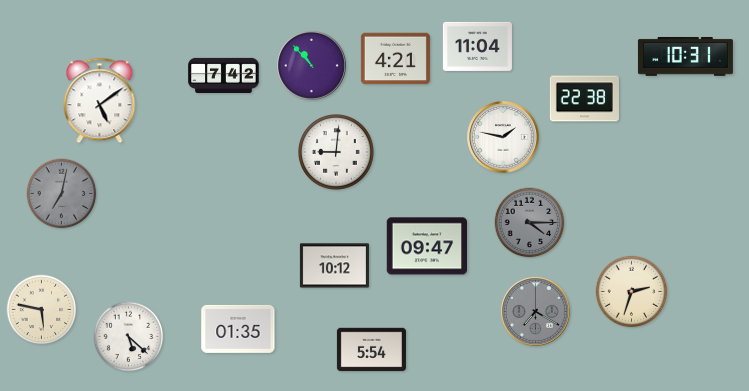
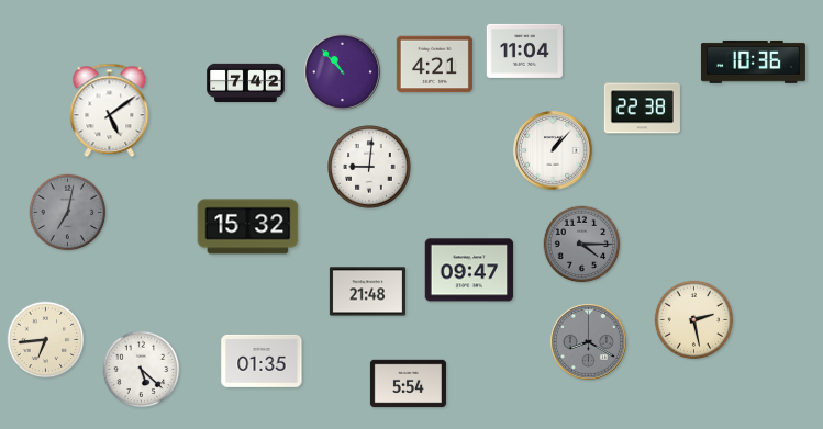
clock at (685, 56): 10:31 -> 10:36
clock at (503, 137): 1:47 -> 1:07
clock at (248, 227): none -> 15:32
clock at (334, 266): 10:12 -> 21:48
clock at (632, 292): 2:33 -> 2:28
clock at (42, 310): 5:47 -> 6:44
clock at (535, 311): 7:20 -> 8:20
